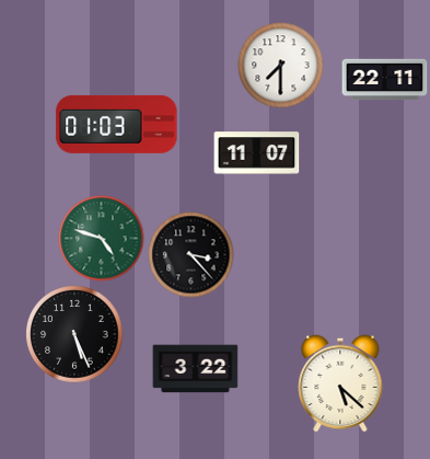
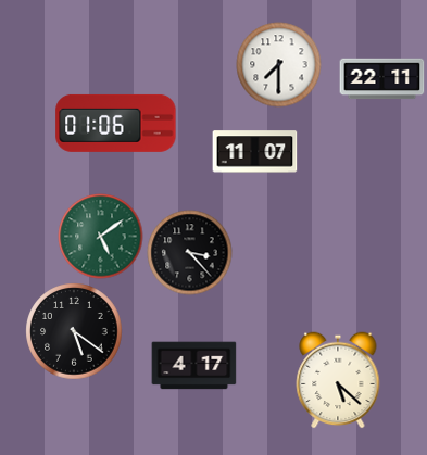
clock at (117, 124): 01:03 -> 01:06
clock at (101, 238): 4:48 -> 5:09
clock at (74, 334): 5:26 -> 5:21
clock at (195, 369): 3:22 -> 4:17
